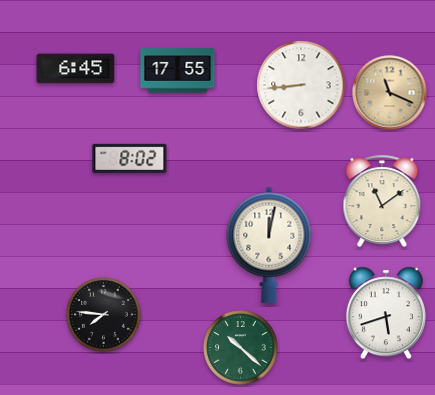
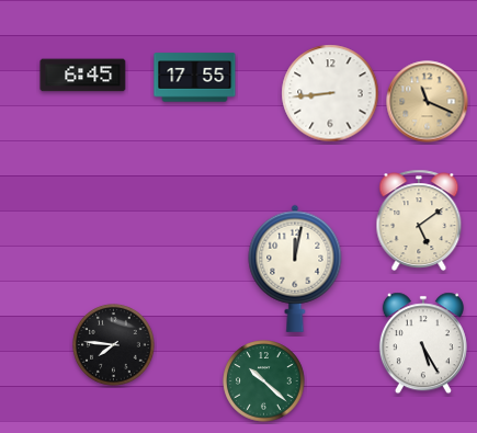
clock at (130, 158): 8:02 -> none
clock at (382, 201): 11:09 -> 5:09
clock at (386, 313): 5:42 -> 5:25
